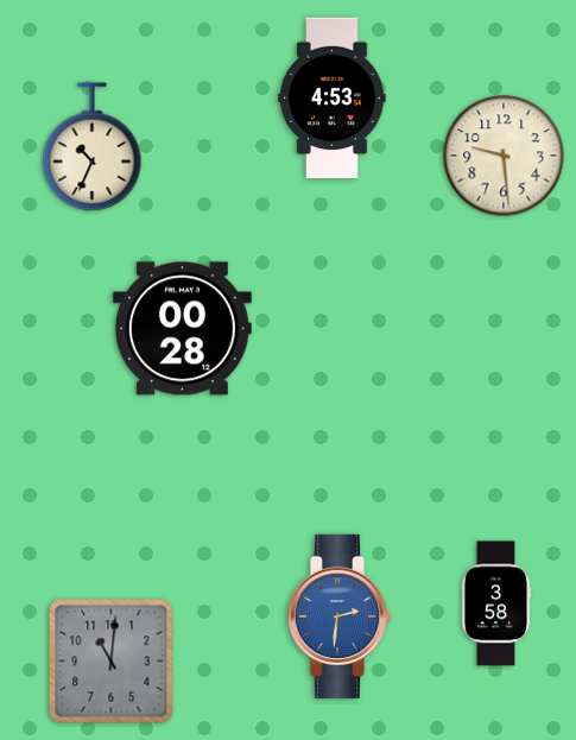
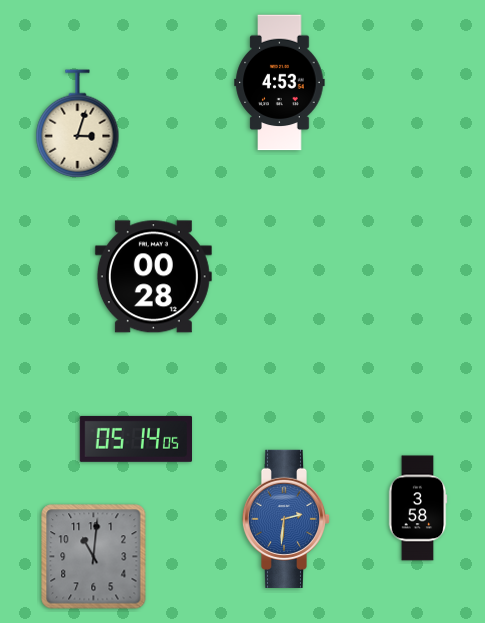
clock at (93, 147): 10:34 -> 3:03
clock at (504, 156): 9:29 -> none
clock at (135, 439): none -> 05:14
